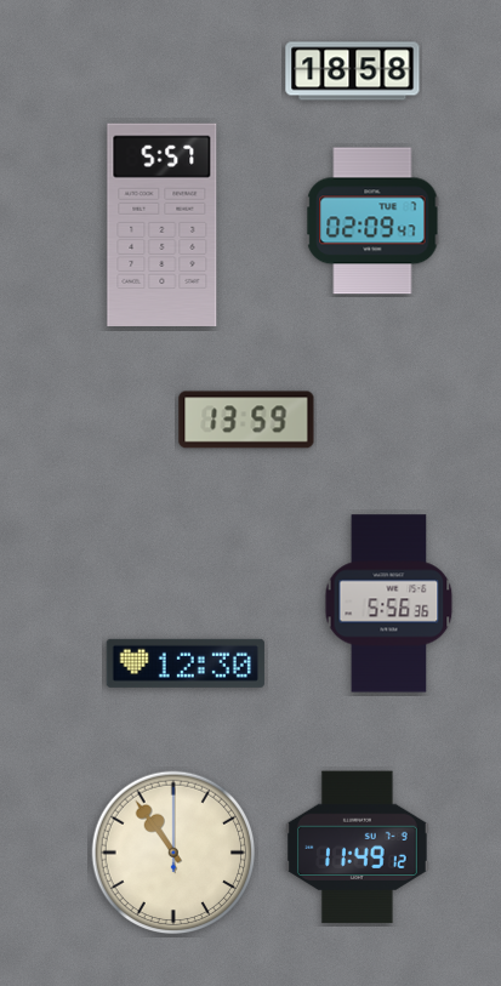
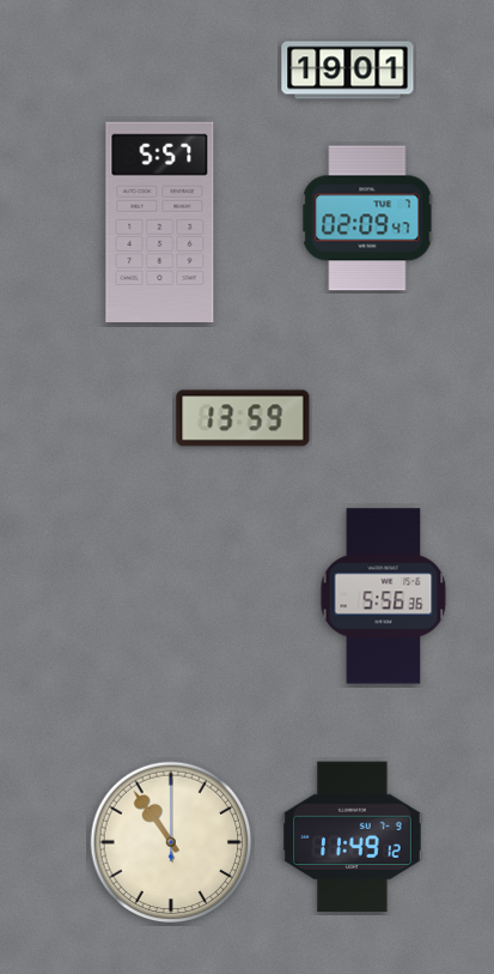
clock at (353, 72): 18:58 -> 19:01
clock at (246, 420) position: (246, 420) -> (243, 418)
clock at (186, 663): 12:30 -> none
